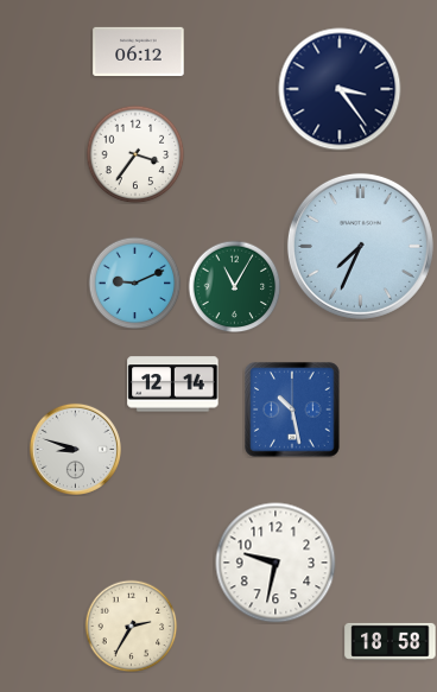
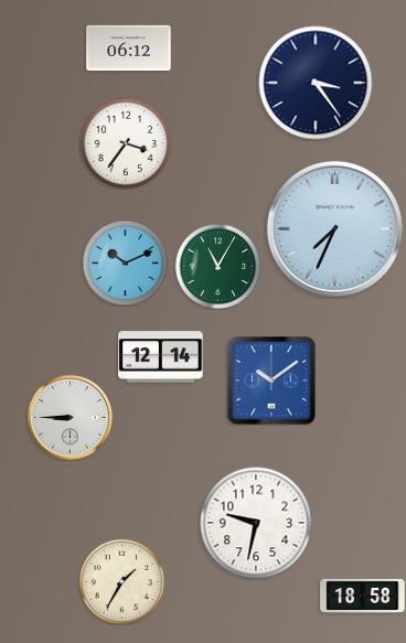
clock at (134, 282): 9:11 -> 10:11
clock at (292, 410): 10:28 -> 10:09
clock at (75, 449): 8:48 -> 8:45
clock at (131, 626): 2:35 -> 1:35
